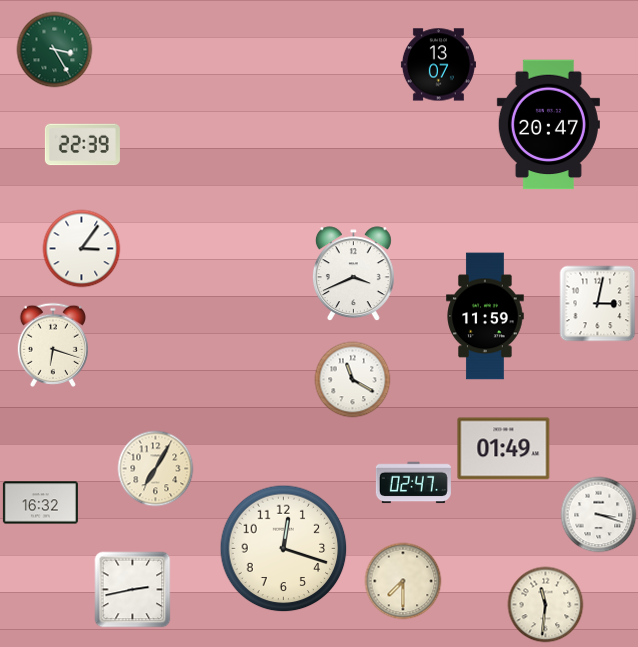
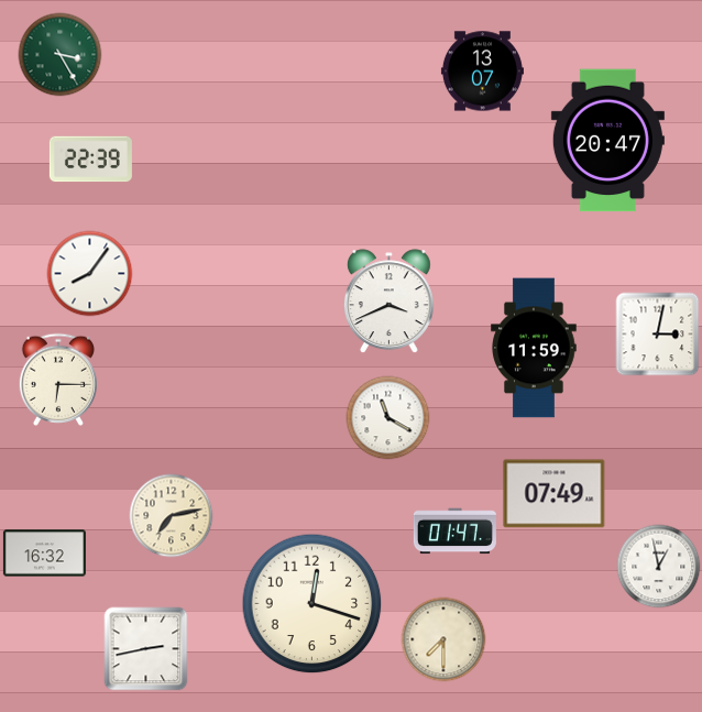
clock at (548, 125) position: (548, 125) -> (607, 141)
clock at (82, 249): 3:06 -> 8:06
clock at (52, 345): 6:18 -> 6:15
clock at (504, 449): 01:49 -> 07:49
clock at (156, 469): 7:05 -> 7:13
clock at (413, 483): 02:47 -> 01:47
clock at (599, 515): 3:18 -> 12:58
clock at (546, 605): 11:31 -> none
